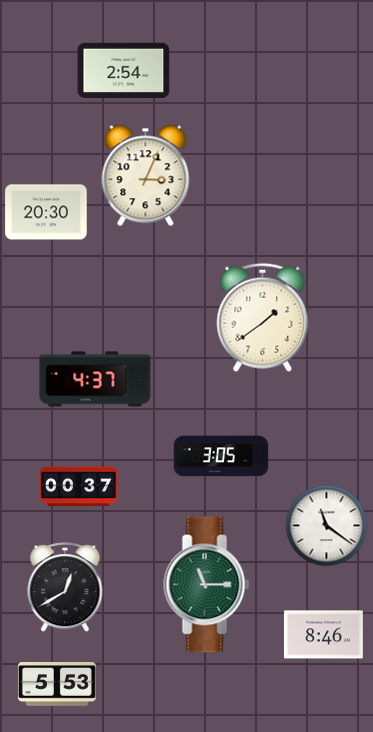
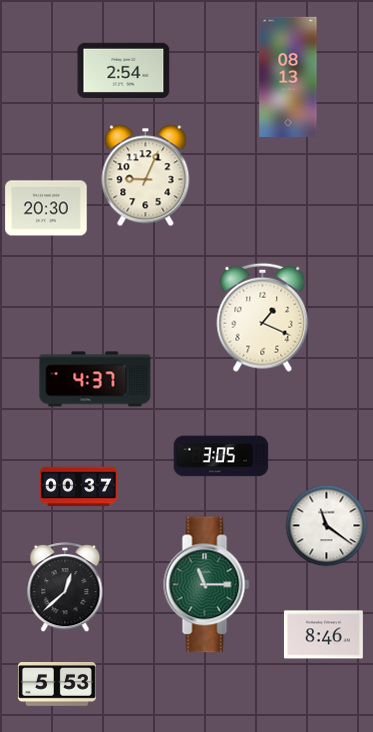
clock at (288, 77): none -> 08:13
clock at (146, 176): 3:04 -> 9:04
clock at (46, 212) position: (46, 212) -> (46, 208)
clock at (263, 317): 1:39 -> 1:19
clock at (65, 588): 12:40 -> 12:38
